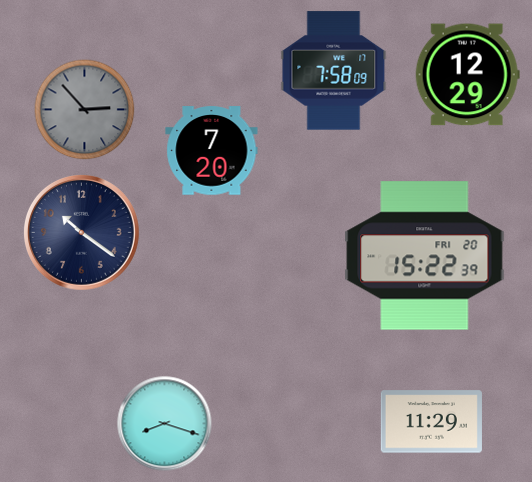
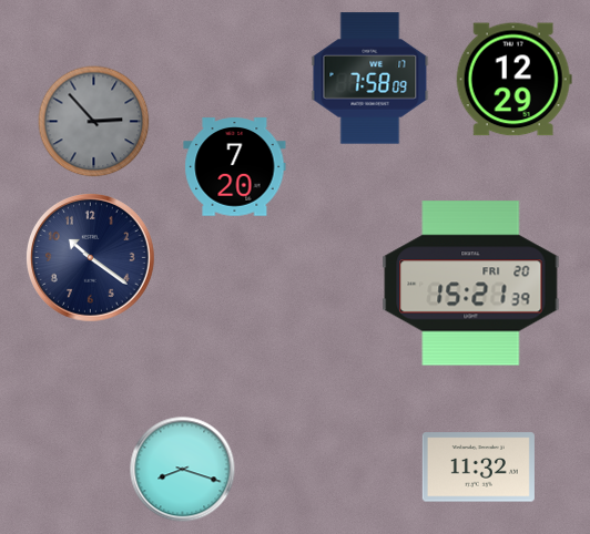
clock at (467, 75) position: (467, 75) -> (513, 80)
clock at (425, 256): 15:22 -> 15:21
clock at (431, 422): 11:29 -> 11:32
